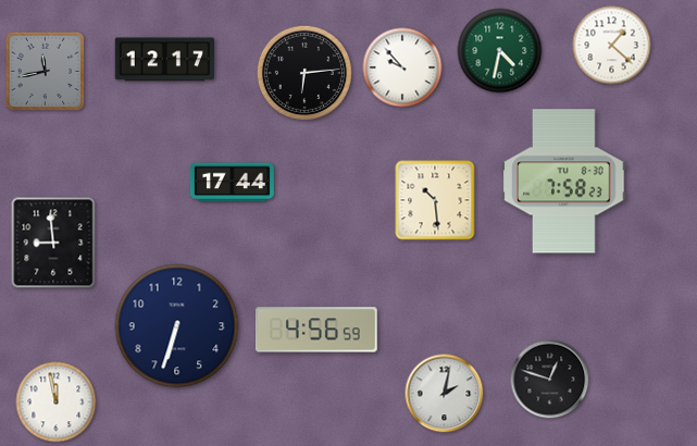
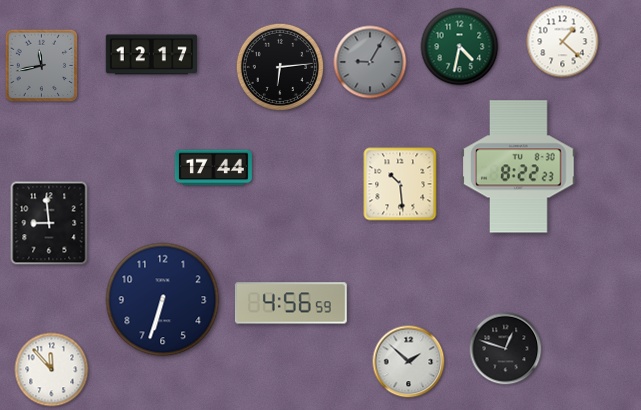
clock at (402, 67): 9:53 -> 9:05
clock at (402, 67) dial: white -> grey
clock at (564, 182): 7:58 -> 8:22
clock at (445, 394): 2:02 -> 1:52
clock at (57, 402): 11:58 -> 11:53
